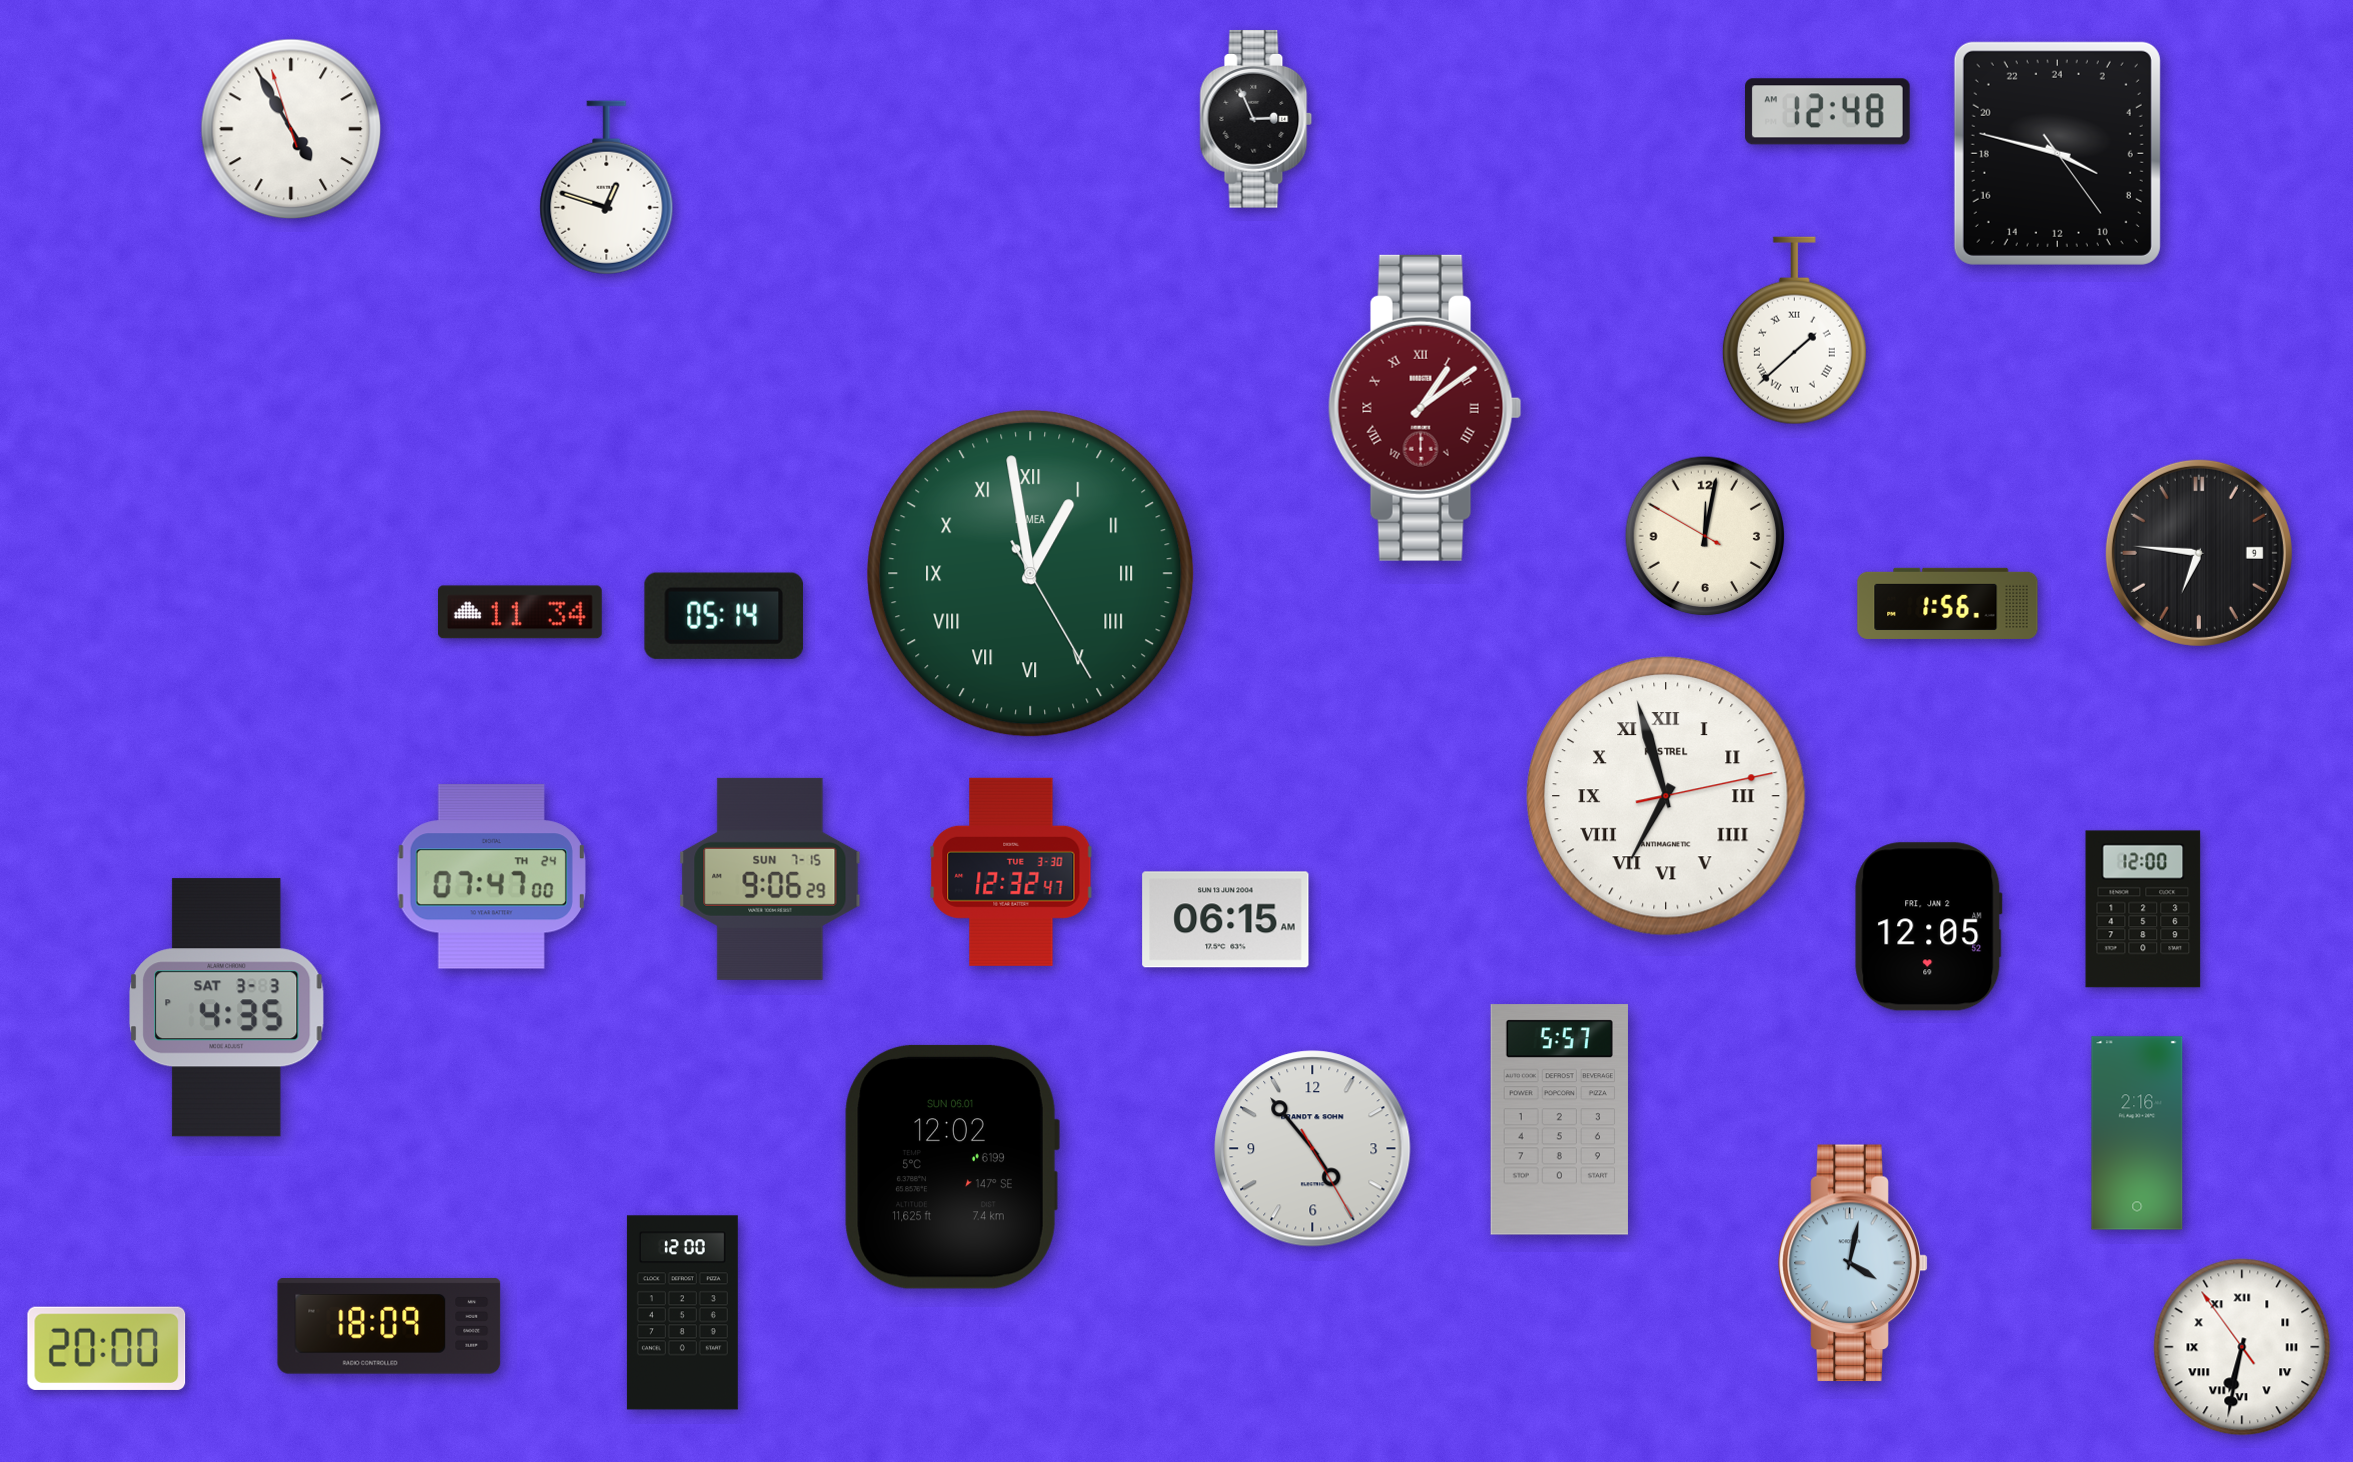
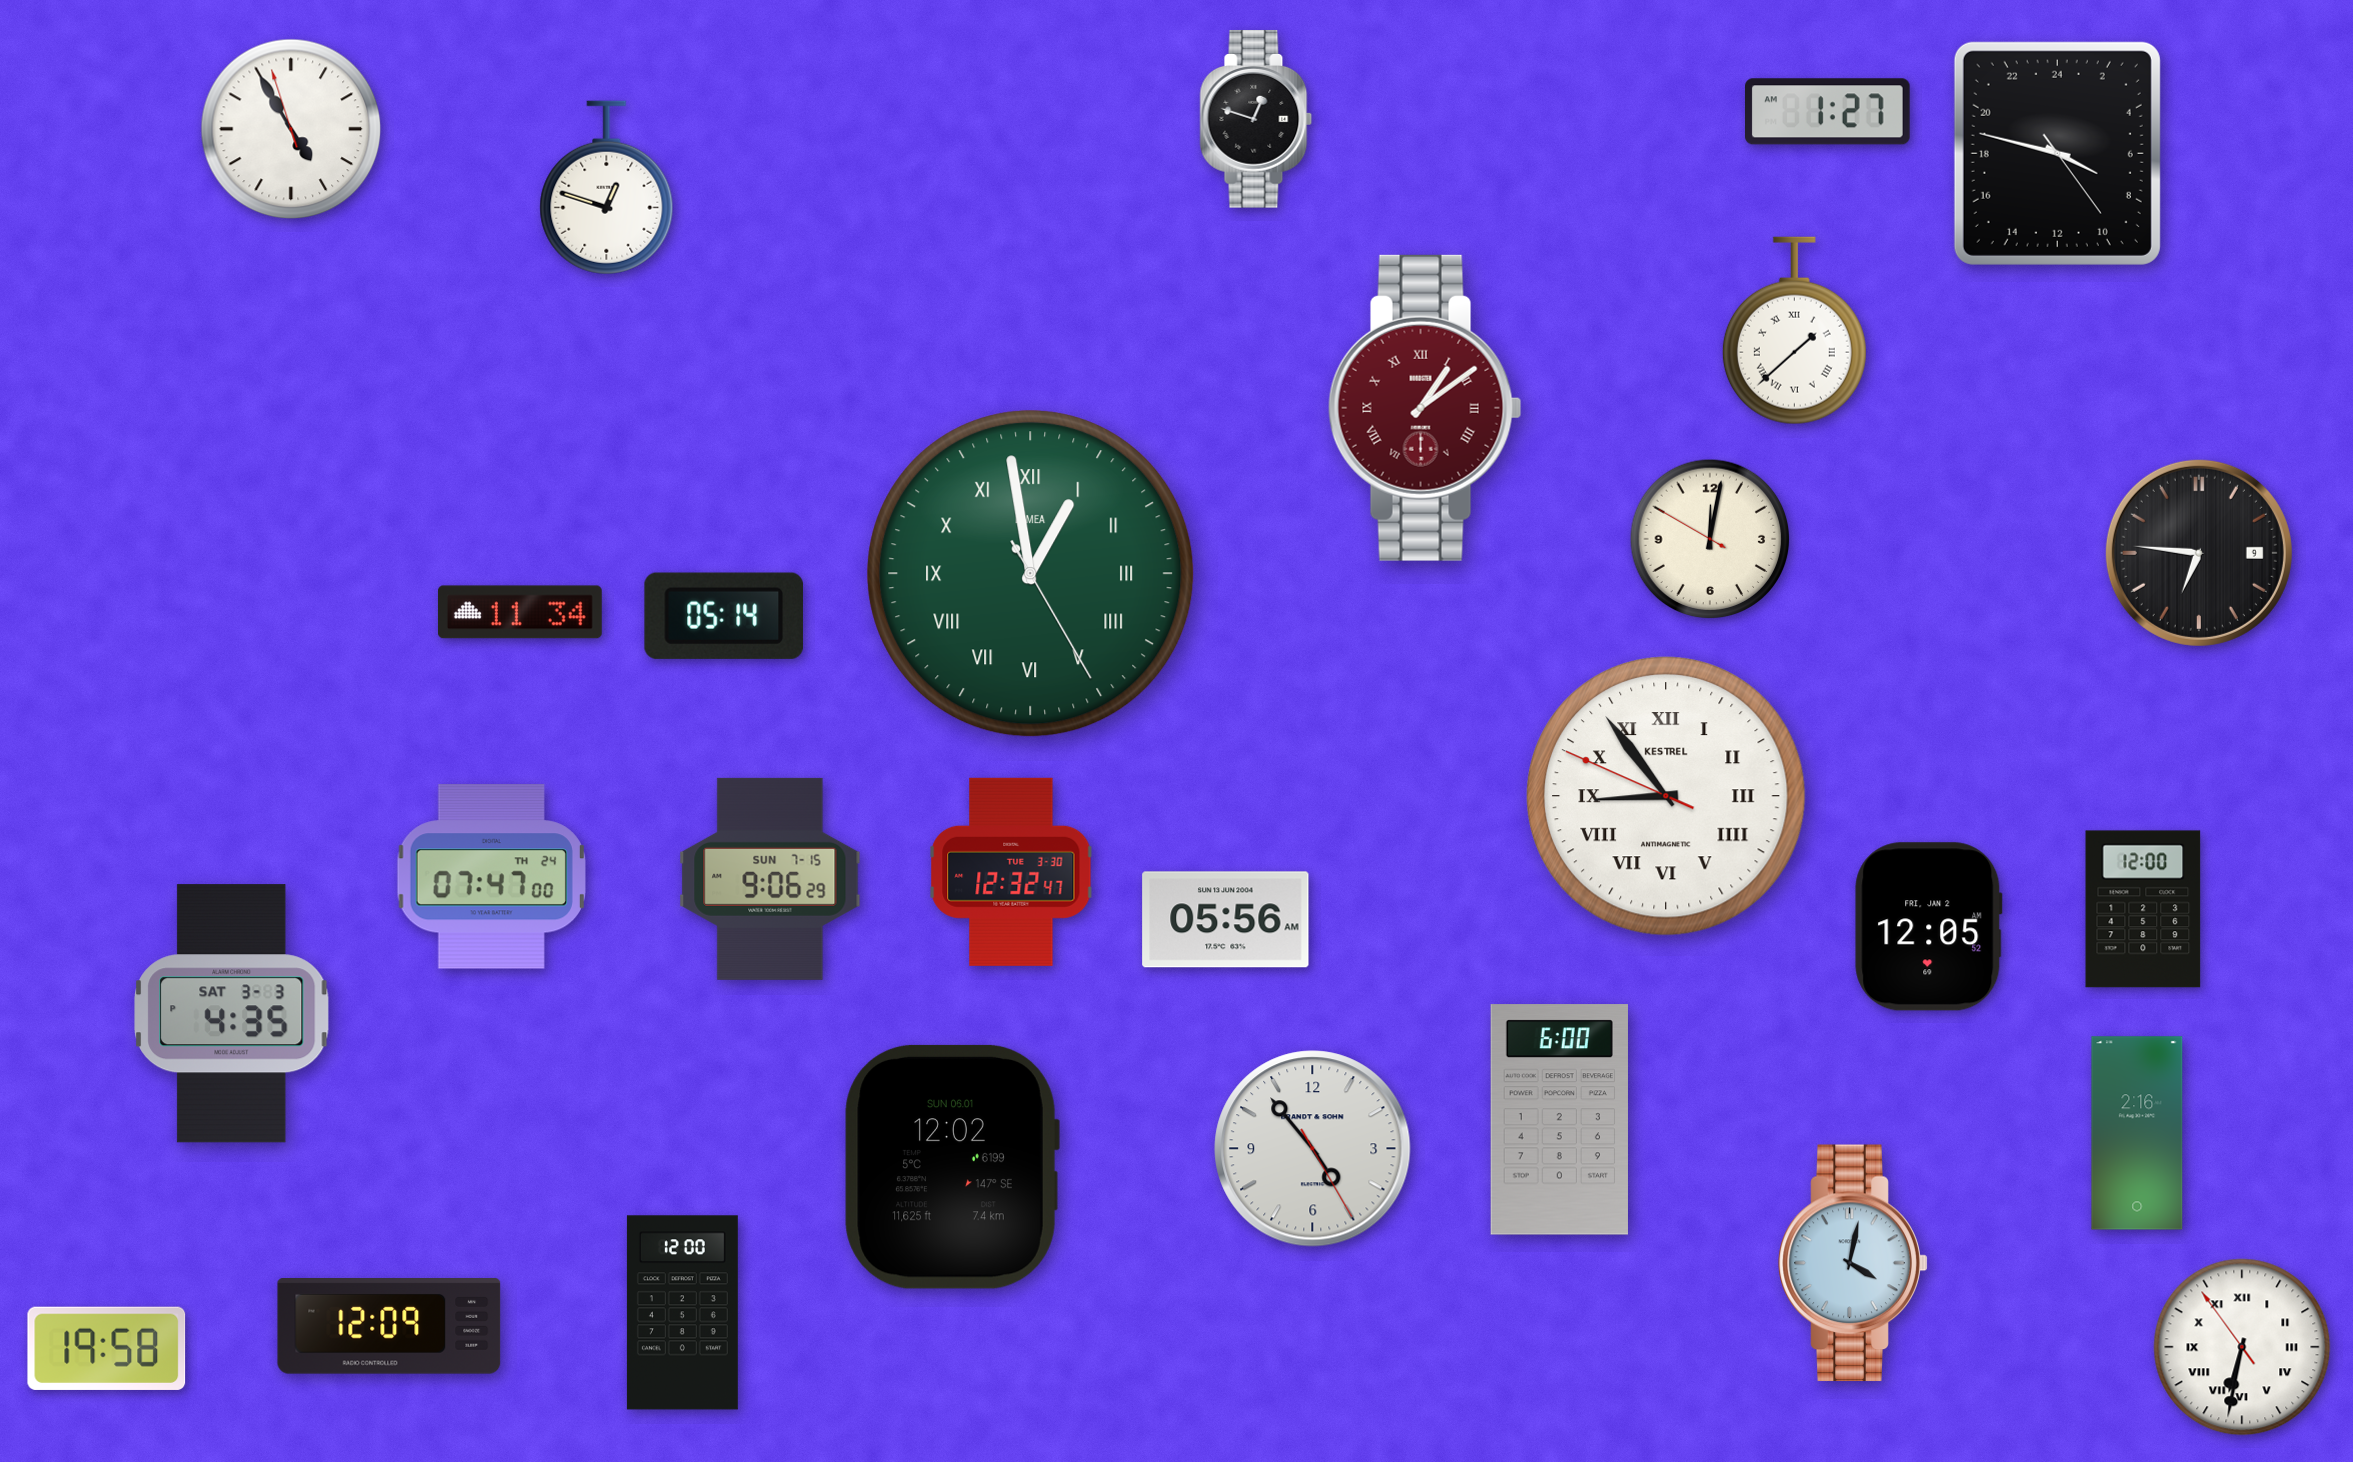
clock at (1828, 112): 12:48 -> 1:27
clock at (1256, 120): 2:56 -> 12:48
clock at (1705, 536) position: (1705, 536) -> (1710, 539)
clock at (1948, 603): 1:56 -> none
clock at (1667, 797): 6:57 -> 8:53
clock at (1226, 920): 06:15 -> 05:56
clock at (227, 1008) position: (227, 1008) -> (232, 1014)
clock at (1559, 1120): 5:57 -> 6:00
clock at (389, 1327): 18:09 -> 12:09
clock at (107, 1348): 20:00 -> 19:58
